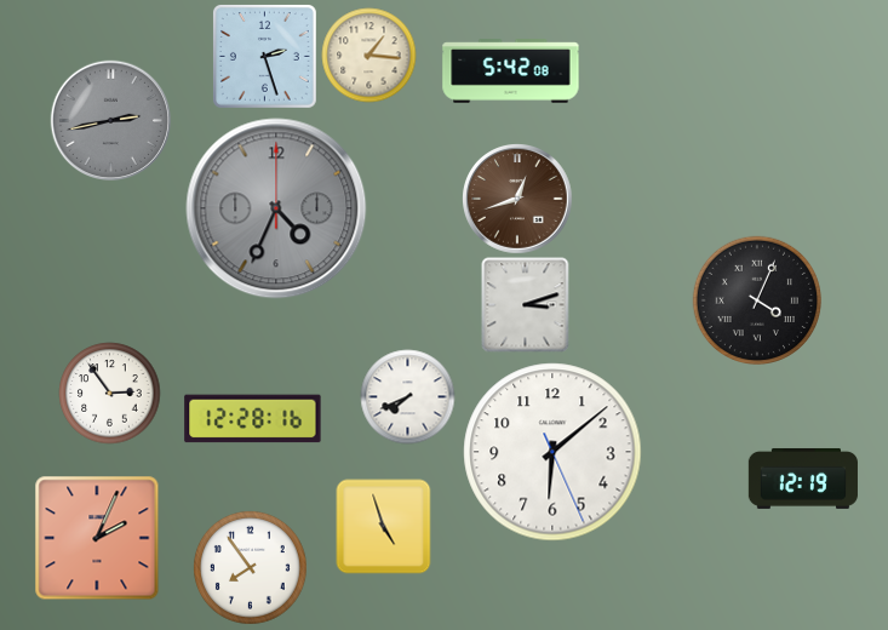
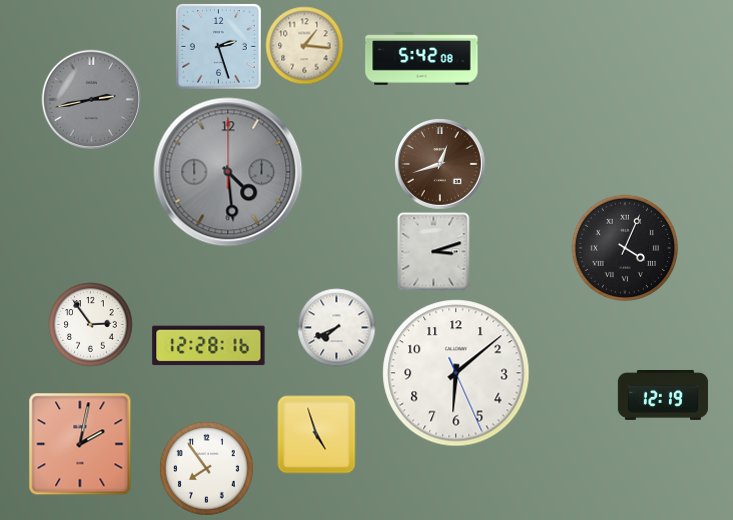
clock at (517, 199) position: (517, 199) -> (440, 164)
clock at (276, 208): 4:34 -> 4:29
clock at (97, 538): 2:04 -> 2:02
